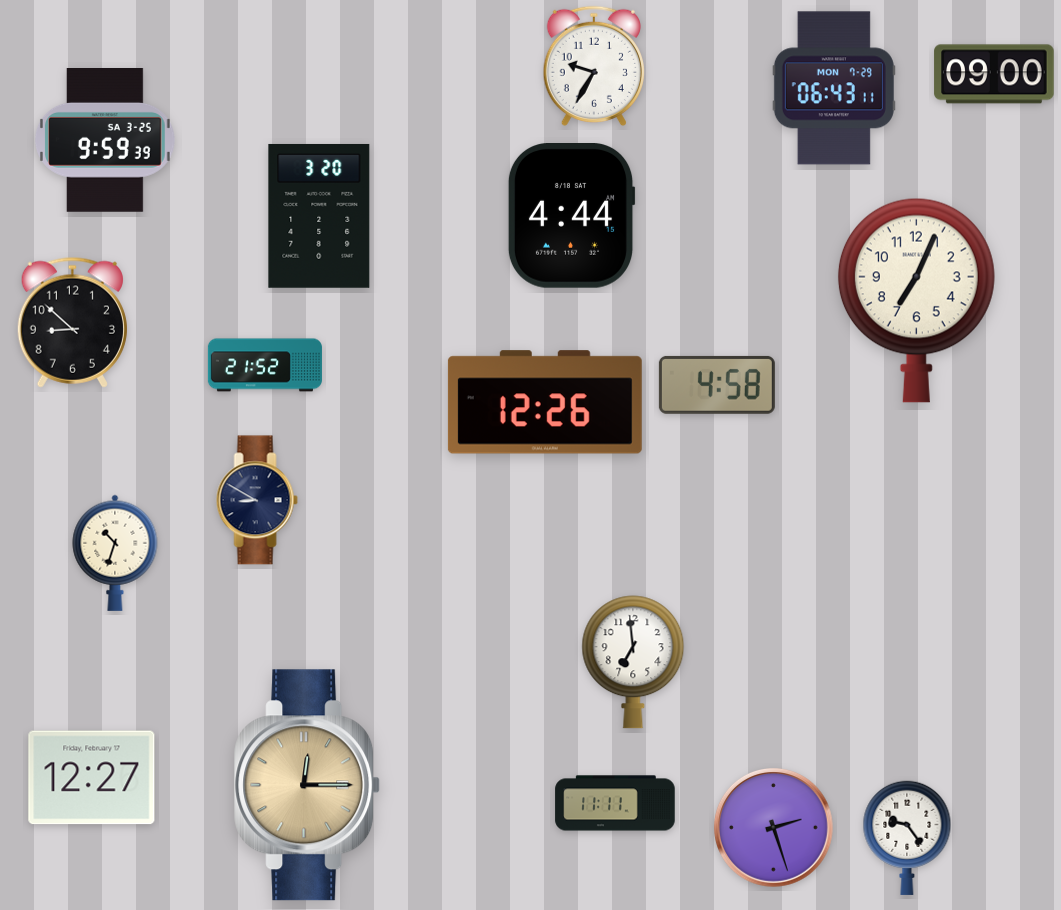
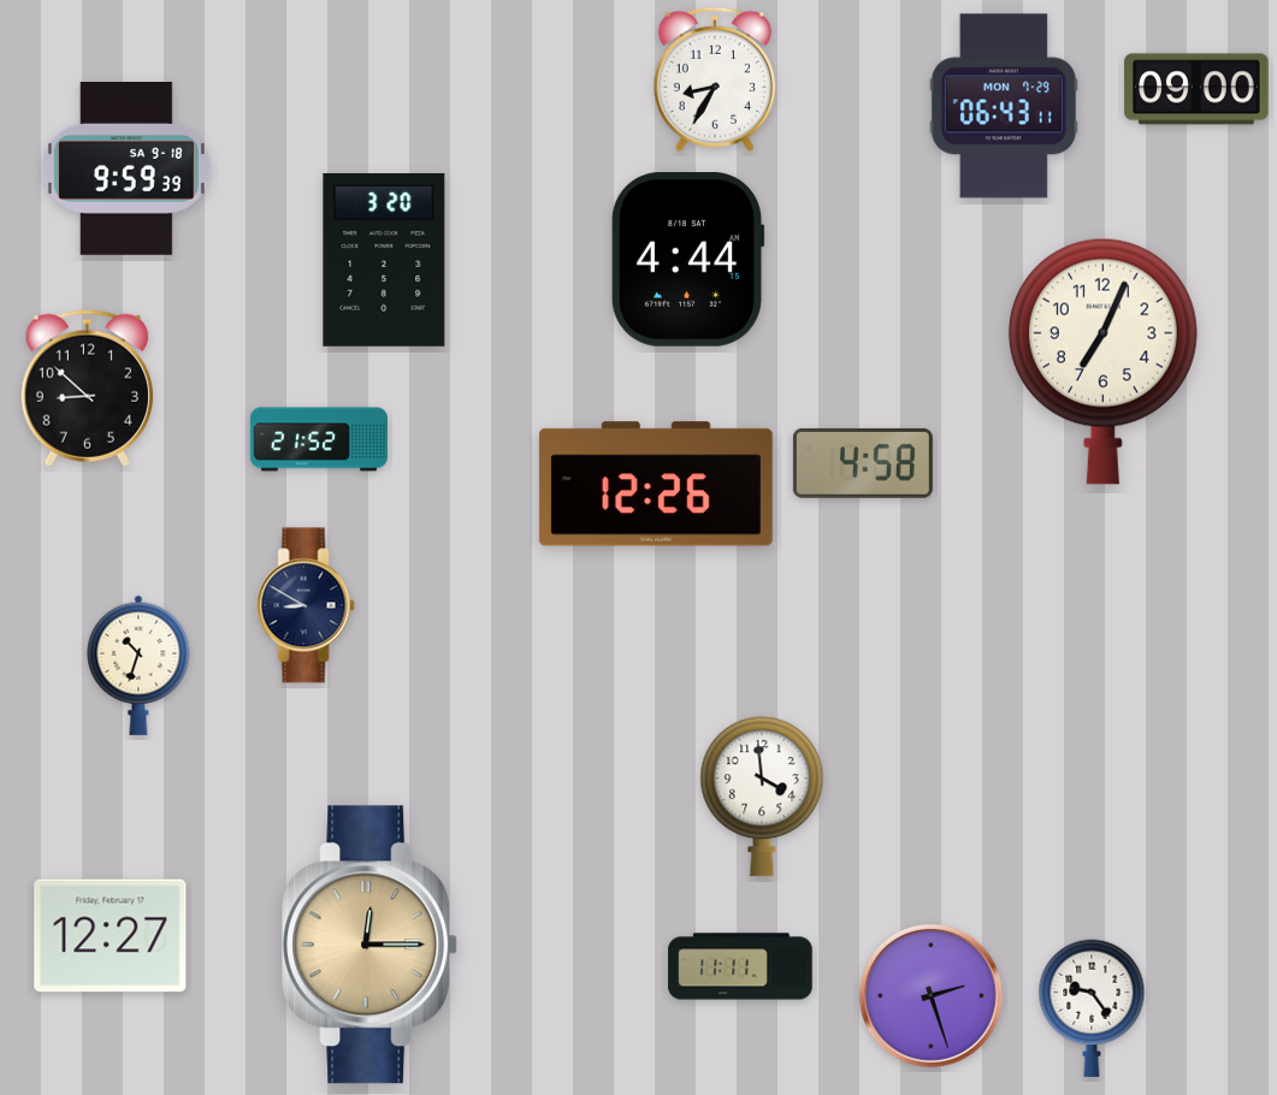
clock at (594, 66): 9:35 -> 8:35
clock at (106, 141) date: SA 3-25 -> SA 9-18
clock at (257, 500) position: (257, 500) -> (306, 605)
clock at (633, 662): 6:59 -> 3:59
